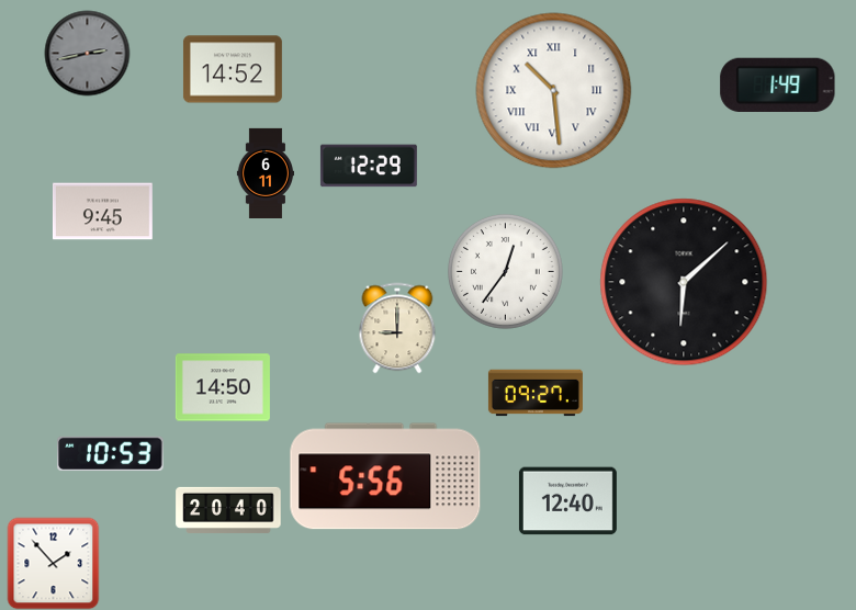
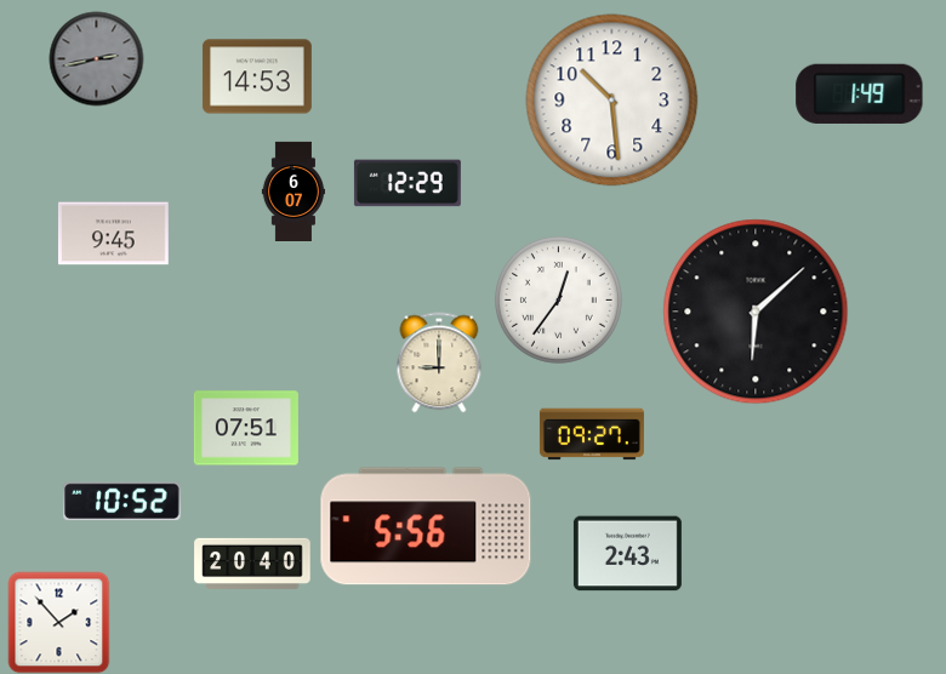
clock at (233, 69): 14:52 -> 14:53
clock at (554, 91) numerals: Roman -> Arabic
clock at (264, 172): 6:11 -> 6:07
clock at (223, 387): 14:50 -> 07:51
clock at (111, 454): 10:53 -> 10:52
clock at (567, 501): 12:40 -> 2:43
